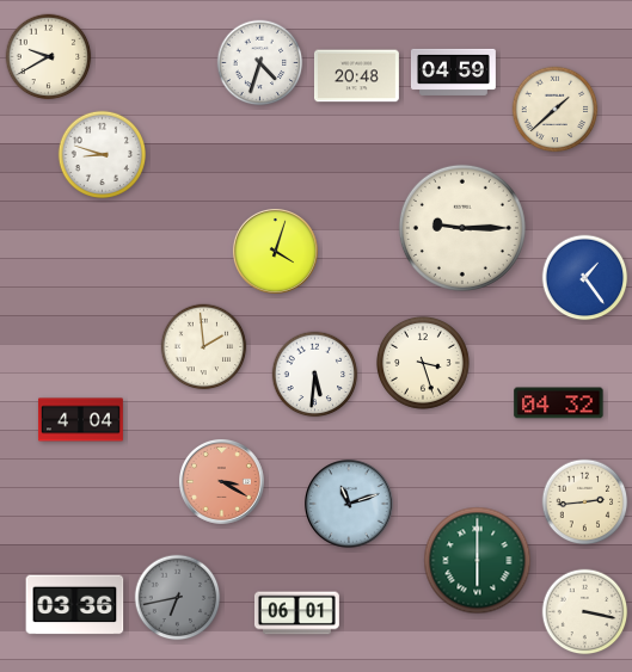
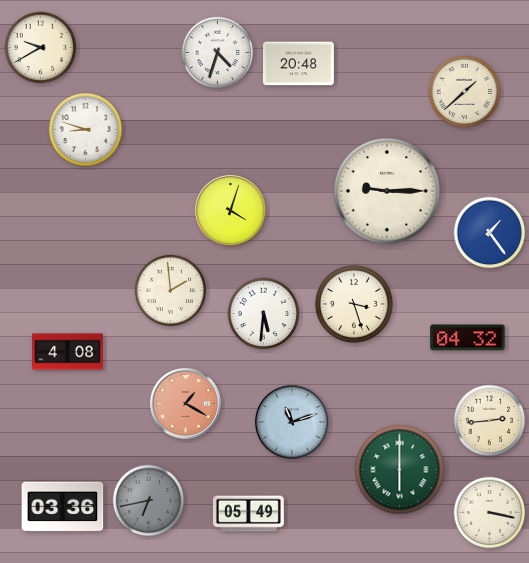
clock at (453, 72): 04:59 -> none
clock at (80, 420): 4:04 -> 4:08
clock at (221, 481): 3:20 -> 1:20
clock at (296, 614): 06:01 -> 05:49
